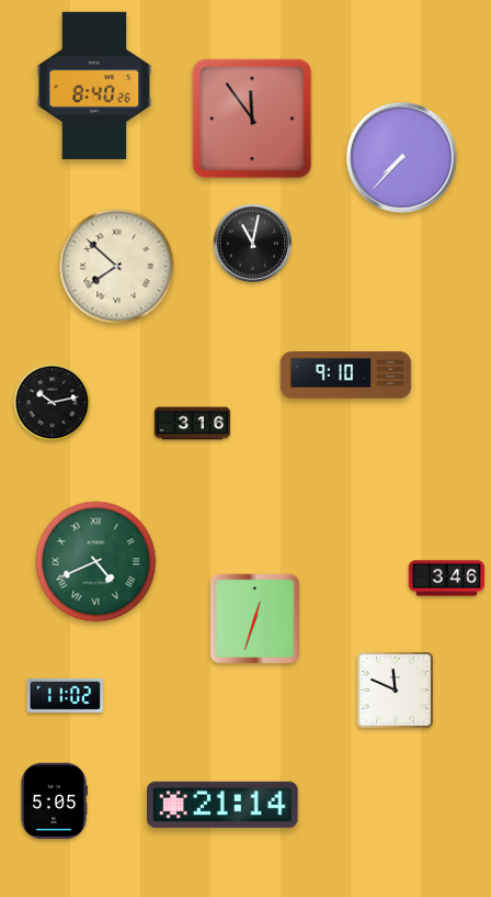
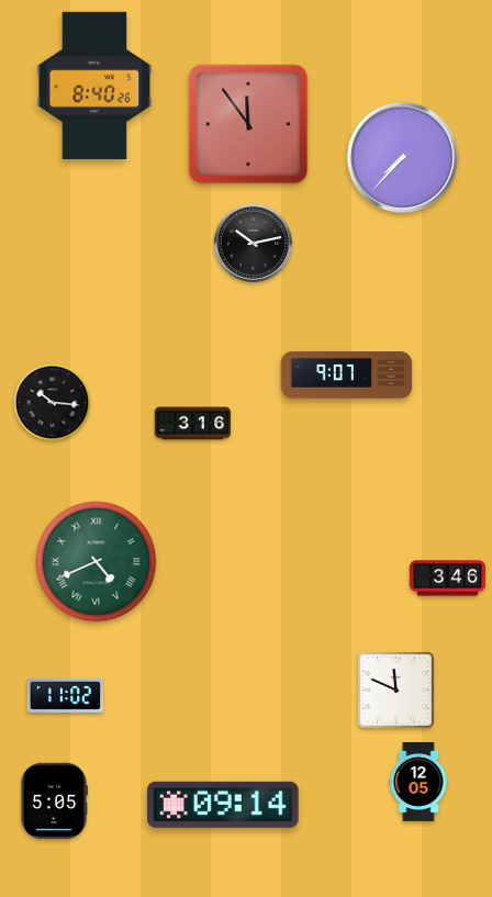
clock at (252, 119) position: (252, 119) -> (248, 124)
clock at (252, 243): 11:02 -> 10:13
clock at (117, 267): 7:52 -> none
clock at (346, 375): 9:10 -> 9:07
clock at (53, 403): 10:13 -> 10:16
clock at (255, 619): 12:33 -> none
clock at (418, 783): none -> 12:05
clock at (224, 805): 21:14 -> 09:14
